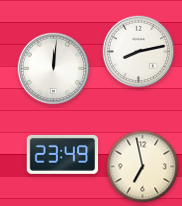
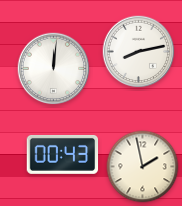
clock at (63, 154): 23:49 -> 00:43
clock at (143, 167): 6:58 -> 1:58
